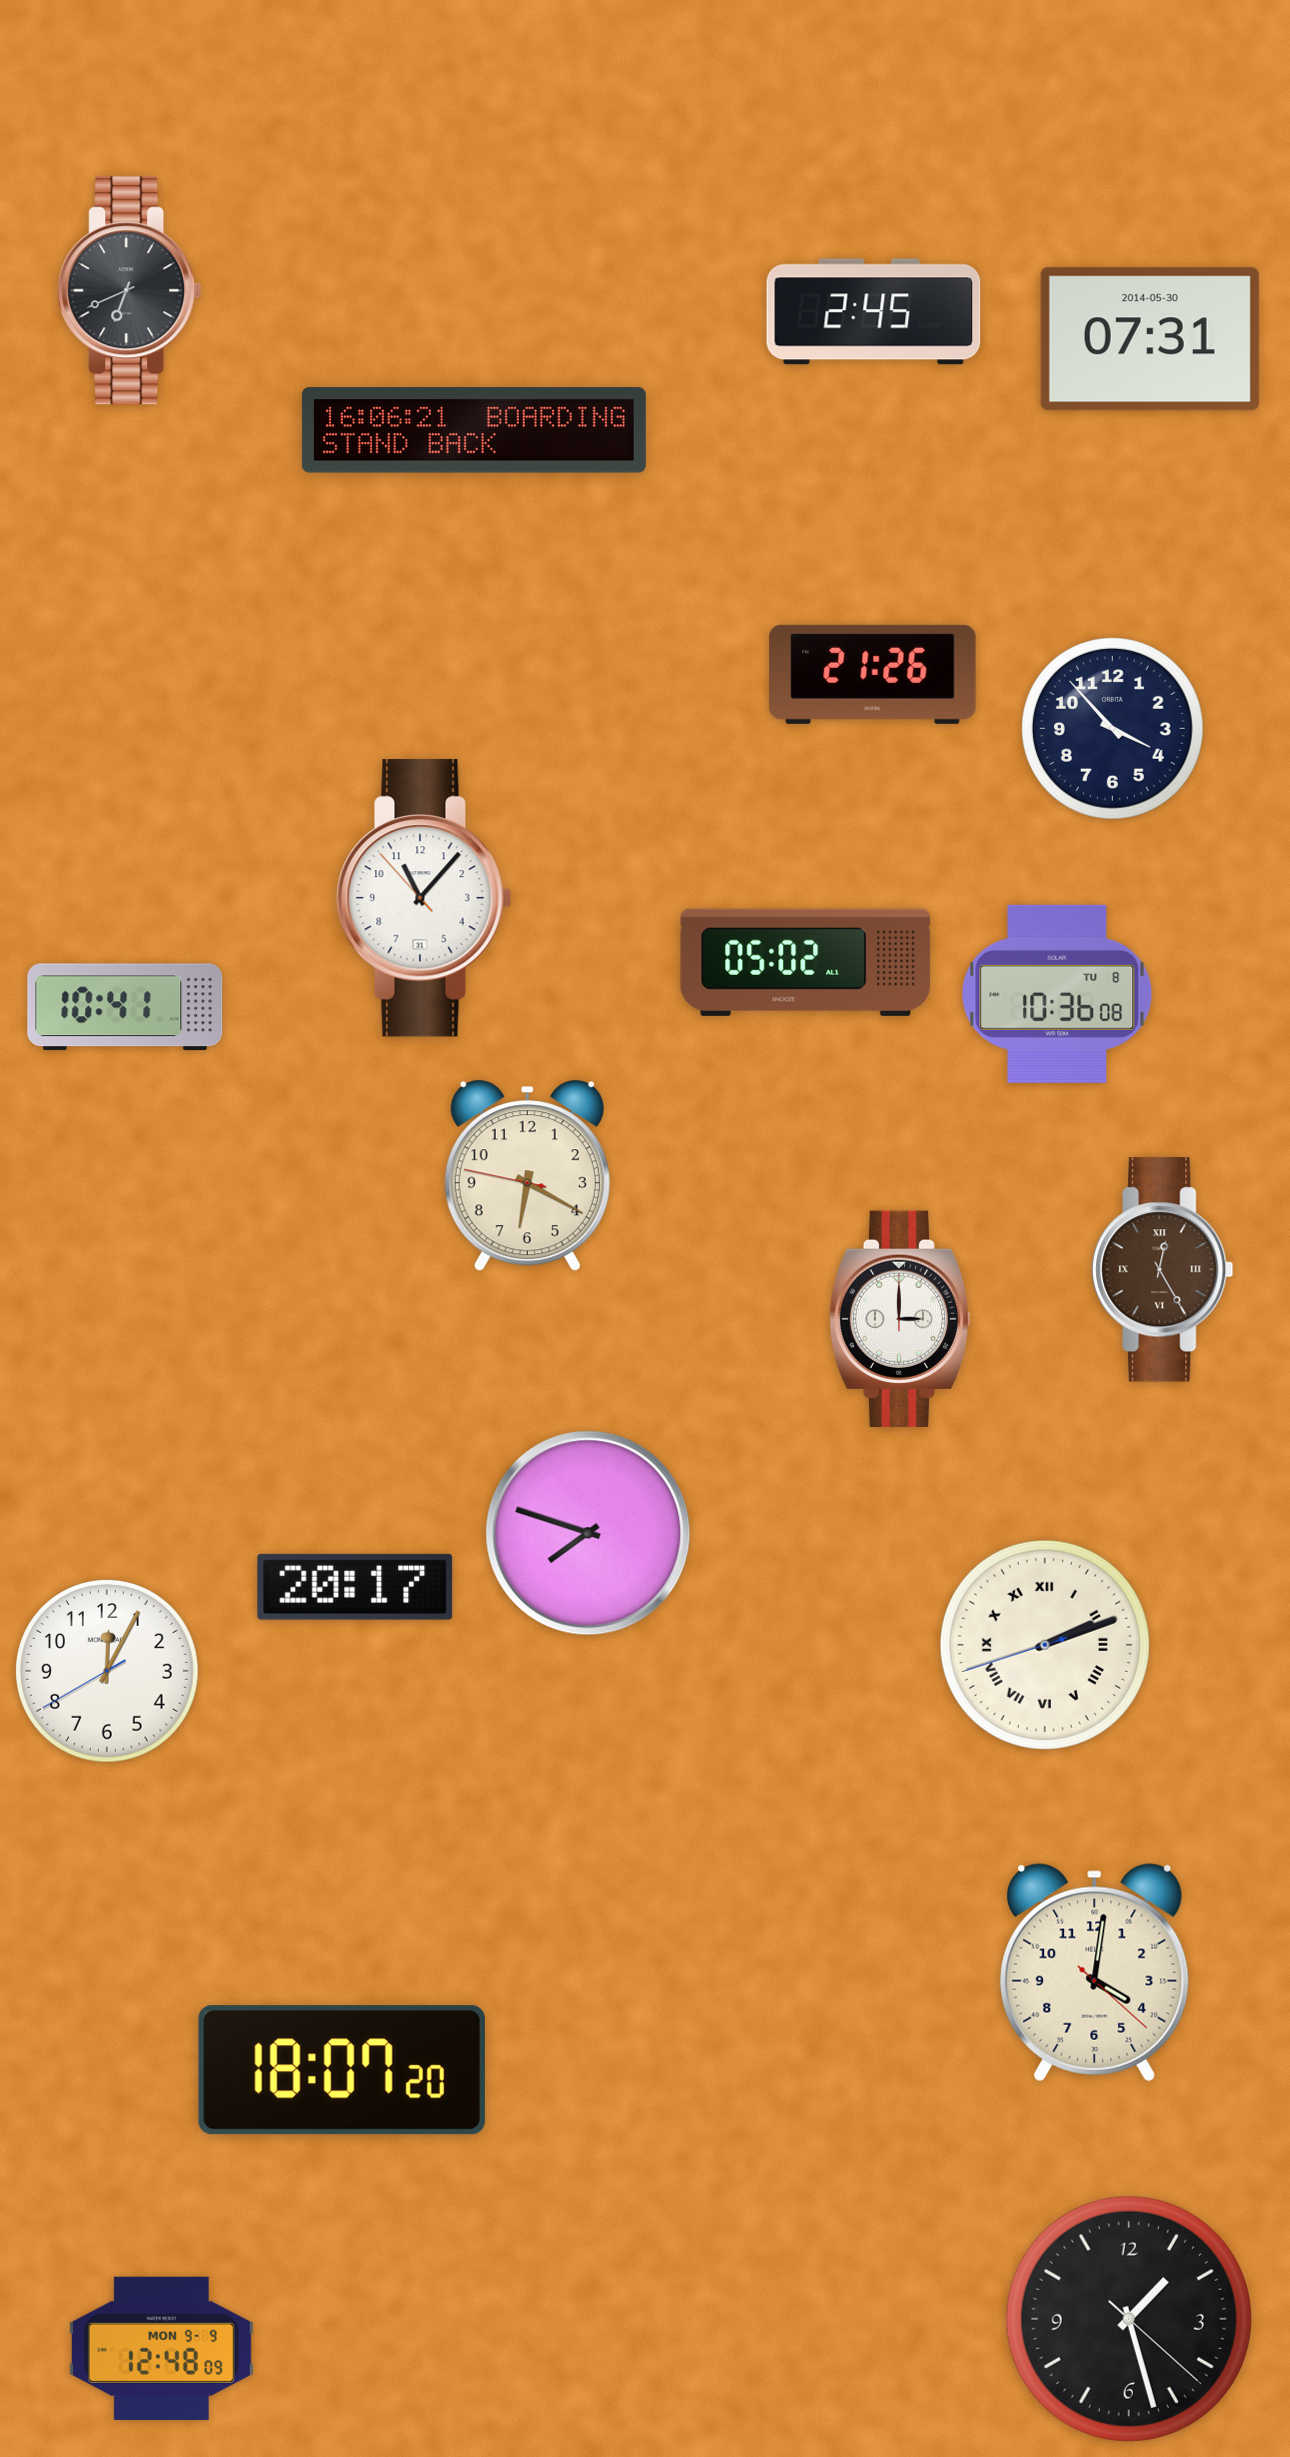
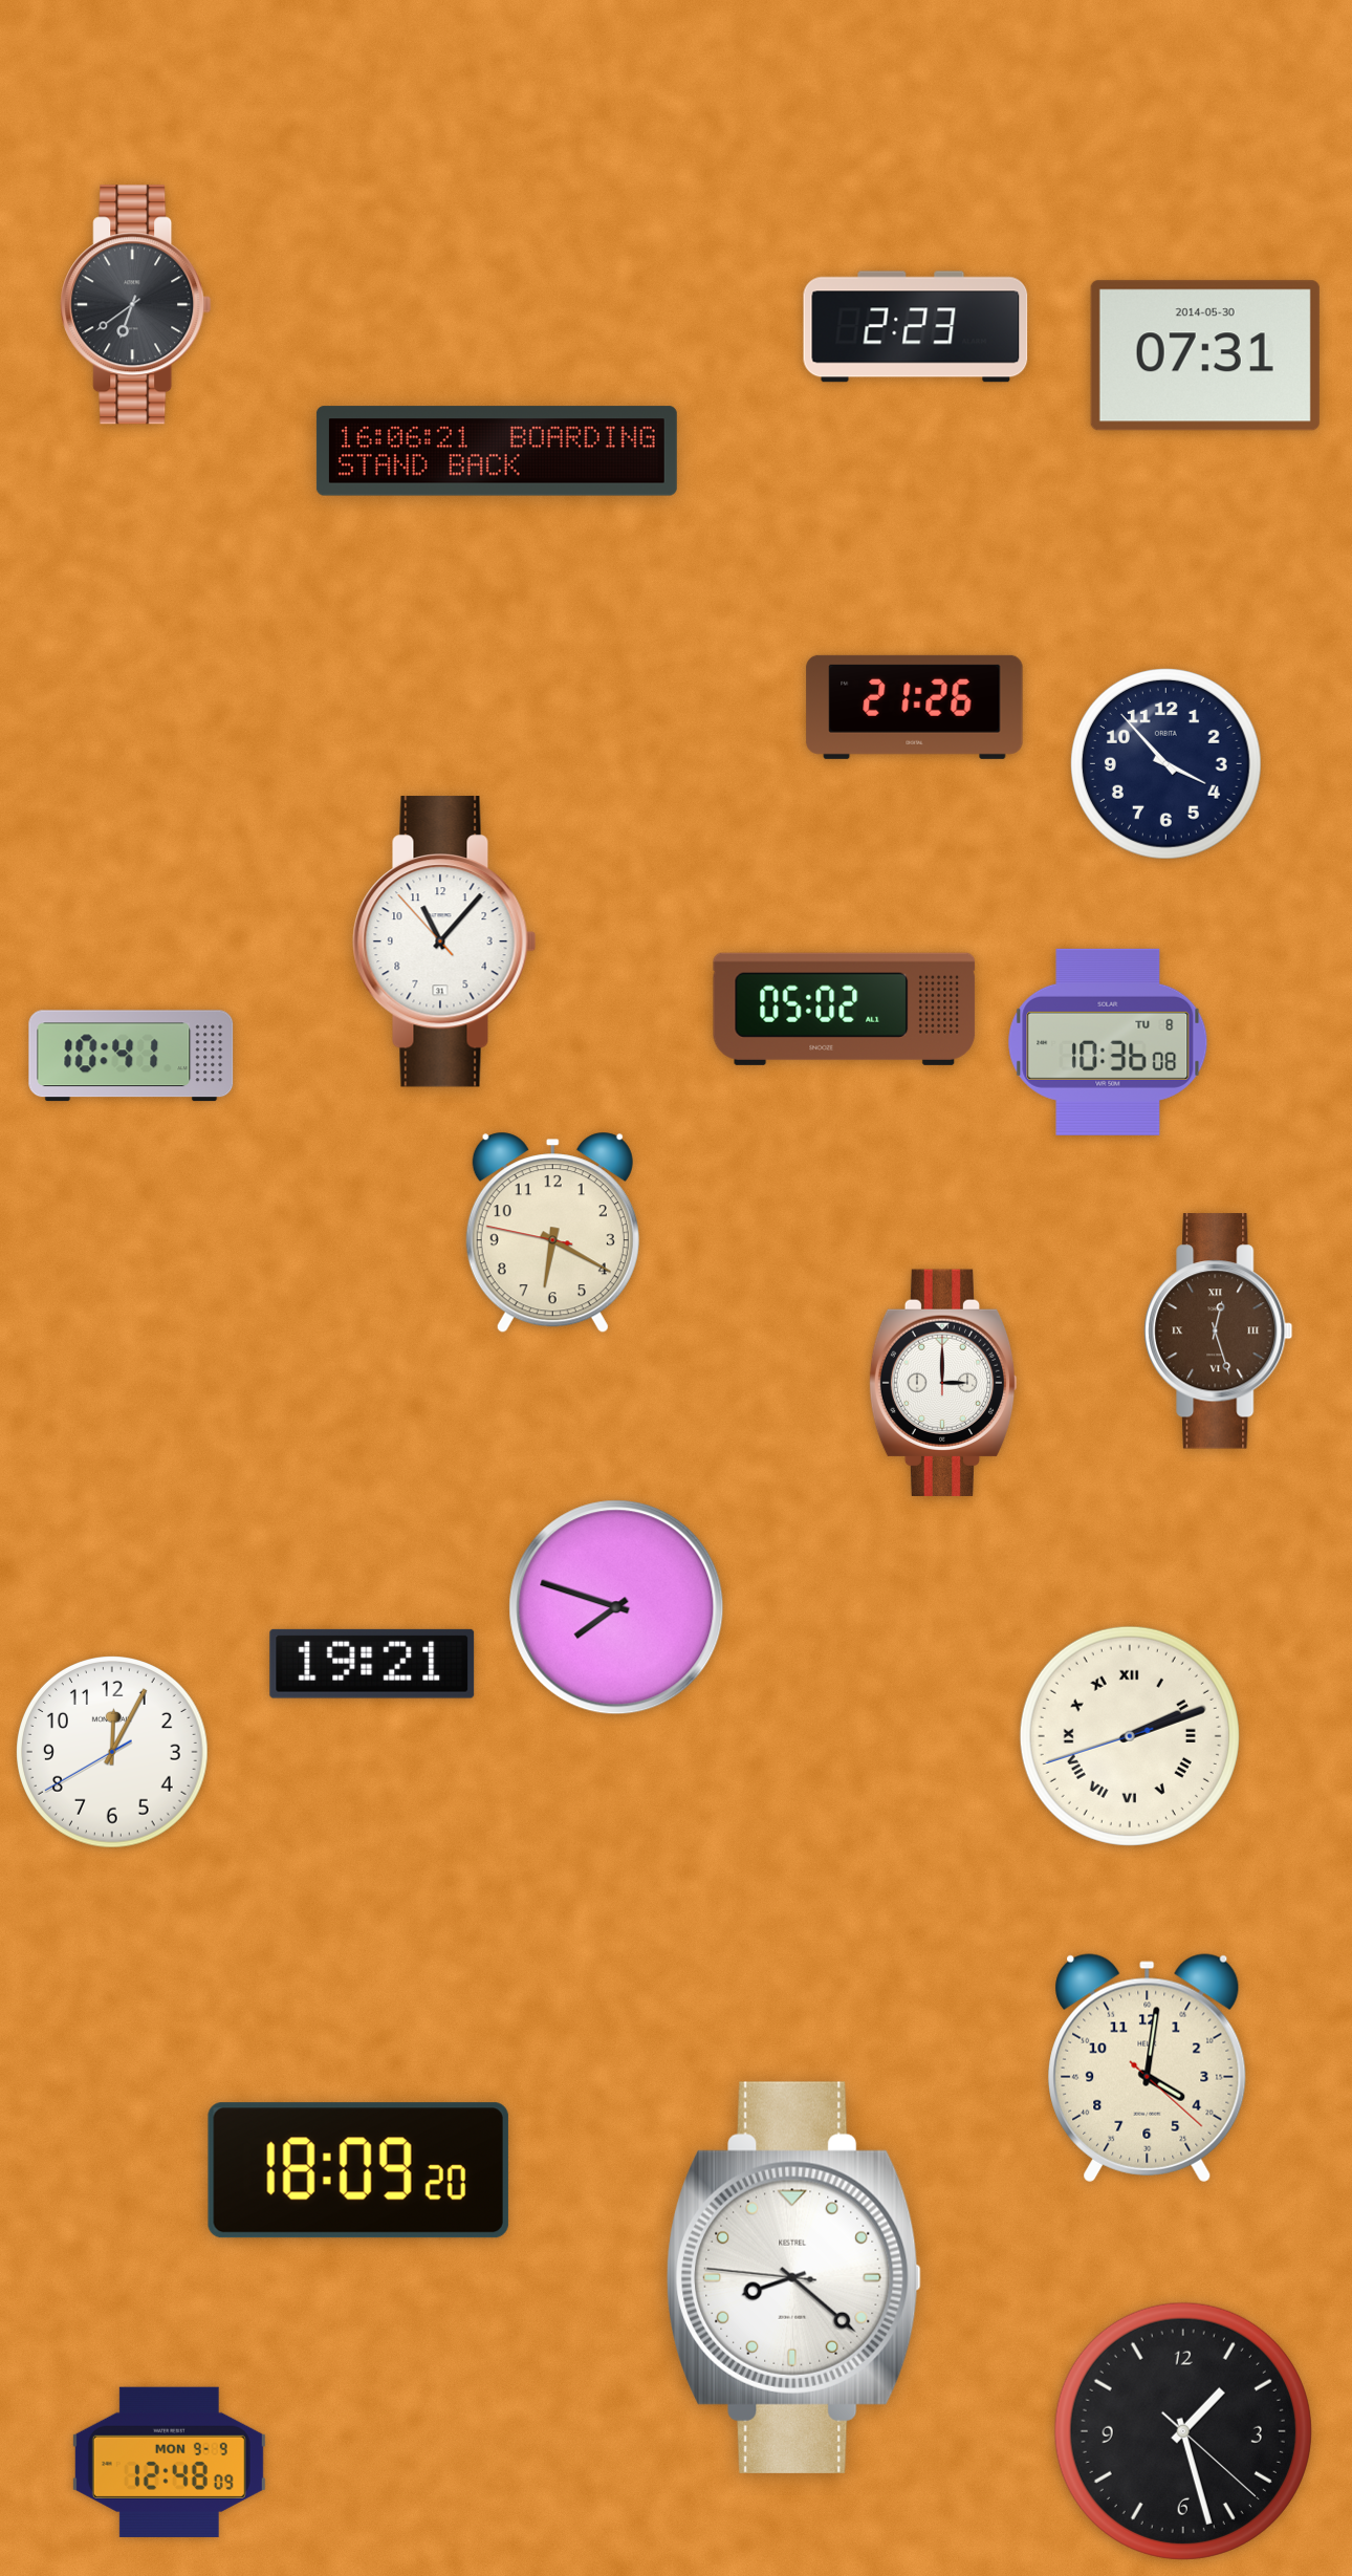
clock at (130, 291): 6:41 -> 6:39
clock at (874, 312): 2:45 -> 2:23
clock at (1163, 1270): 12:25 -> 12:27
clock at (355, 1587): 20:17 -> 19:21
clock at (1045, 1645) position: (1045, 1645) -> (1130, 1736)
clock at (342, 2070): 18:07 -> 18:09
clock at (794, 2277): none -> 8:21
